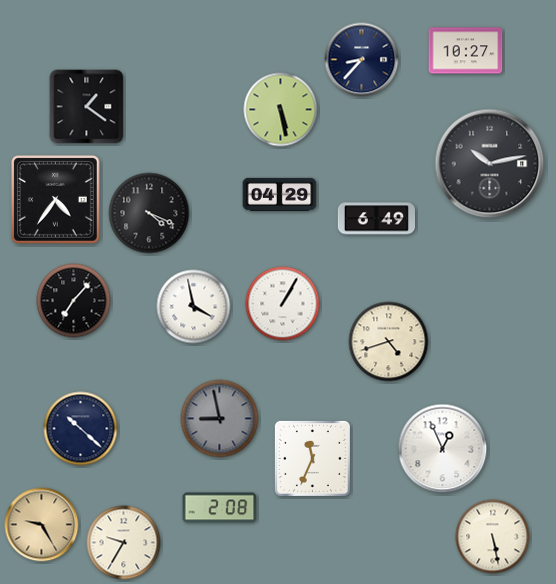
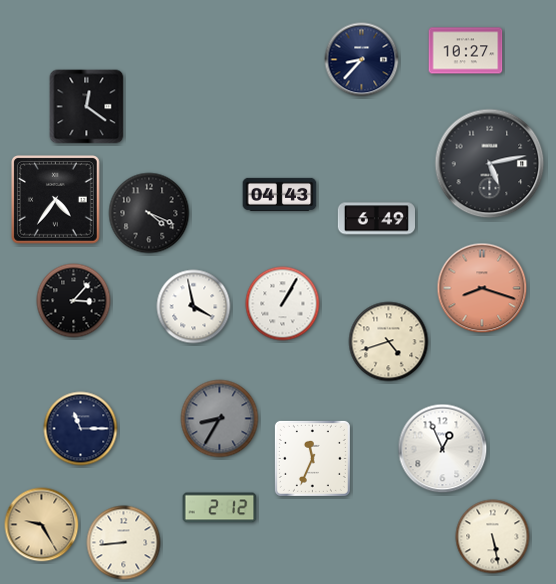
clock at (87, 107): 1:21 -> 12:21
clock at (281, 110): 5:28 -> none
clock at (490, 164): 10:13 -> 5:13
clock at (280, 194): 04:29 -> 04:43
clock at (482, 288): none -> 8:18
clock at (74, 301): 7:07 -> 3:07
clock at (220, 419): 8:58 -> 8:35
clock at (81, 429): 10:22 -> 11:15
clock at (220, 508): 2:08 -> 2:12
clock at (124, 543): 9:35 -> 8:44
